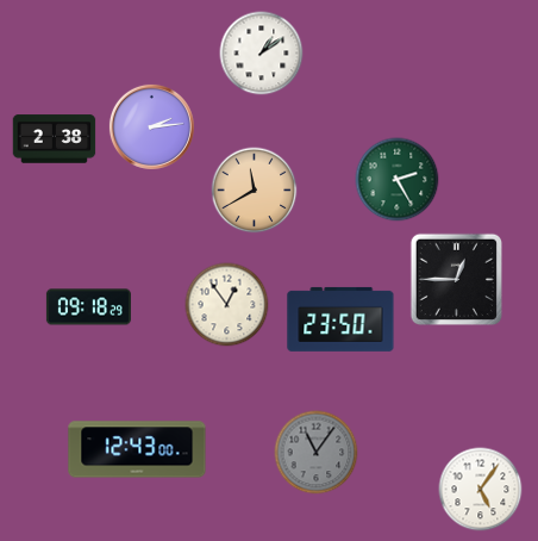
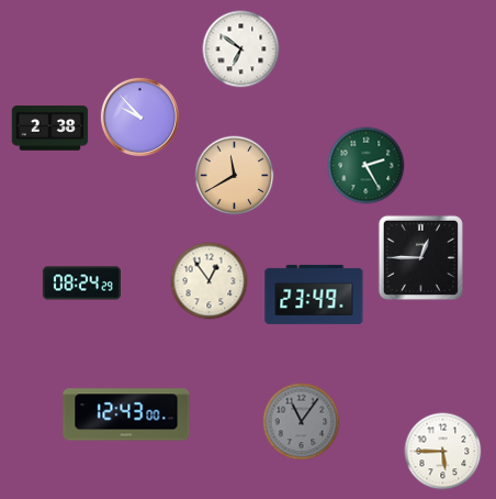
clock at (262, 54): 1:09 -> 6:51
clock at (151, 126): 2:14 -> 9:53
clock at (88, 307): 09:18 -> 08:24
clock at (340, 319): 23:50 -> 23:49
clock at (317, 453) position: (317, 453) -> (302, 422)
clock at (481, 490): 5:06 -> 5:45
